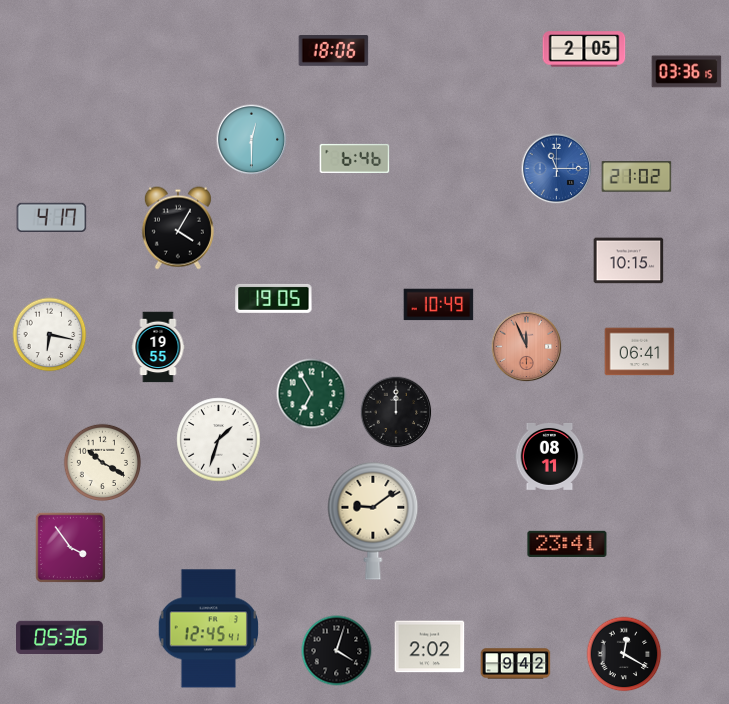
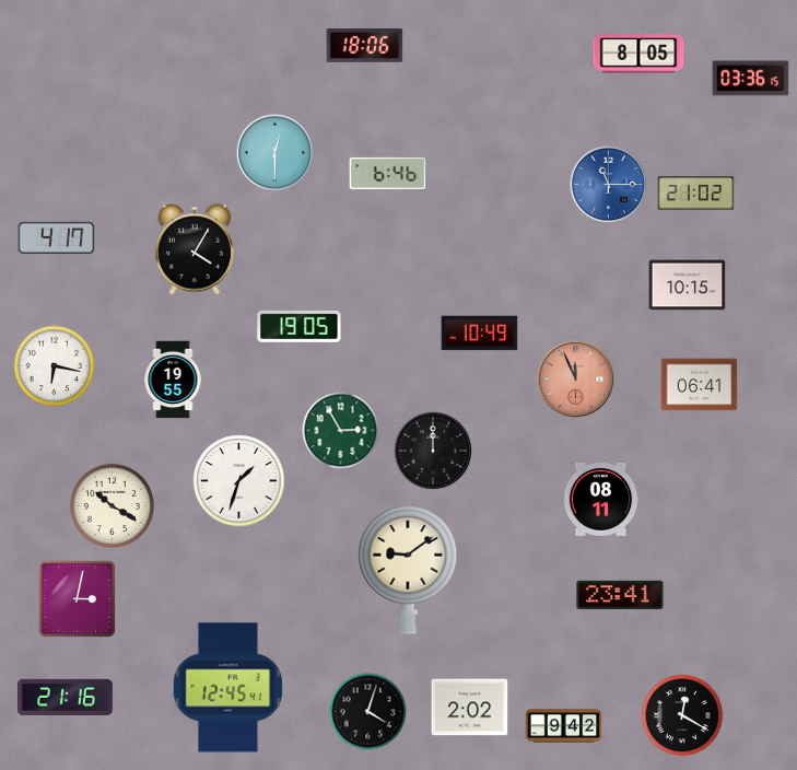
clock at (584, 49): 2:05 -> 8:05
clock at (334, 51) position: (334, 51) -> (365, 46)
clock at (312, 394): 6:55 -> 2:55
clock at (70, 547): 3:54 -> 3:02
clock at (60, 637): 05:36 -> 21:16
